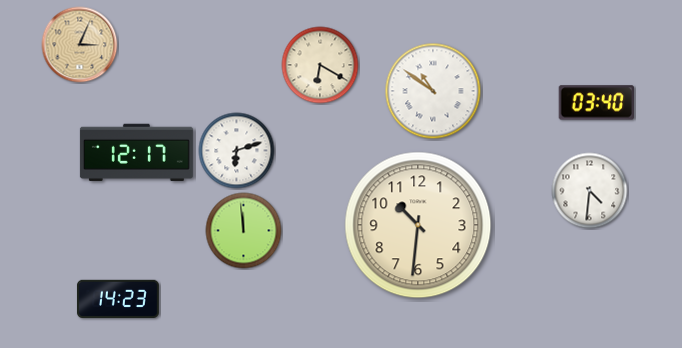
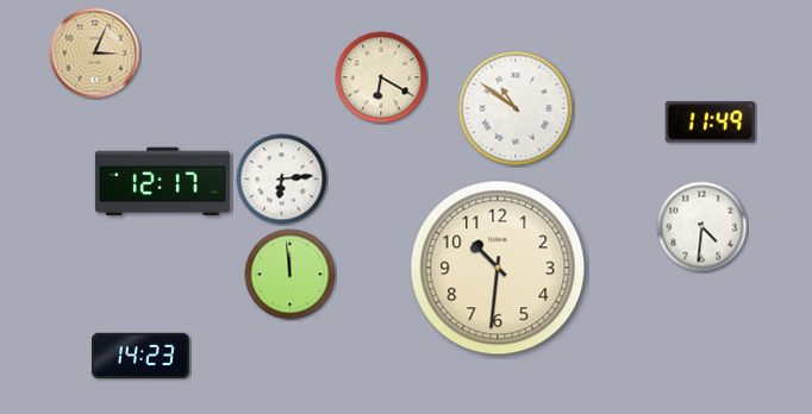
clock at (596, 103): 03:40 -> 11:49
clock at (237, 151): 6:12 -> 6:14
